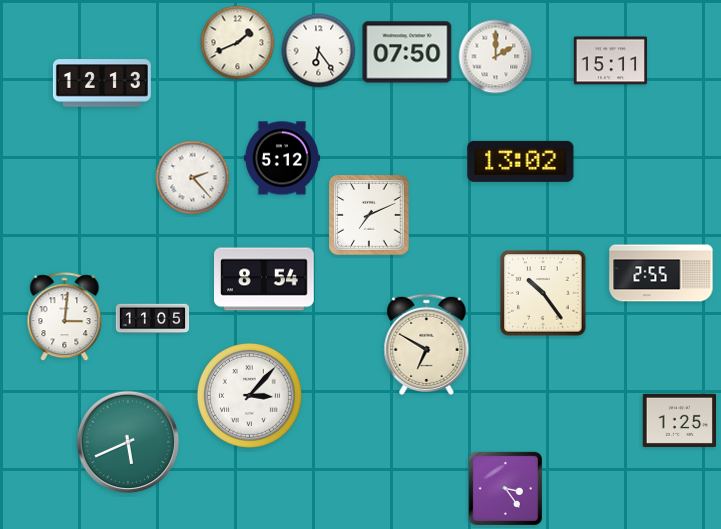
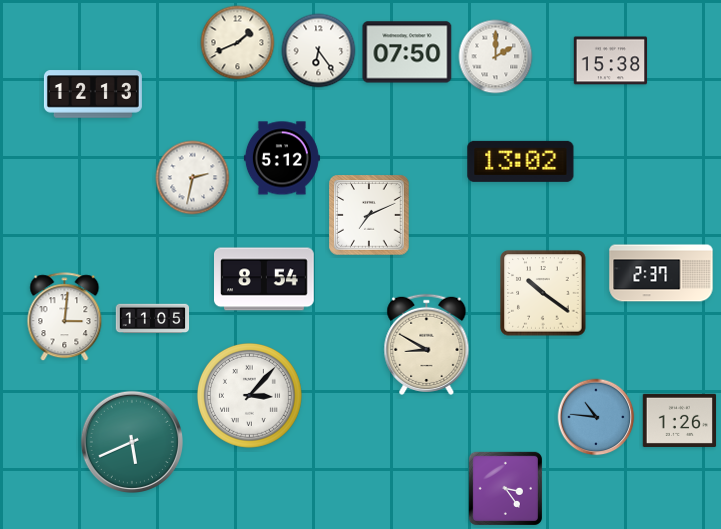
clock at (611, 61): 15:11 -> 15:38
clock at (102, 83) position: (102, 83) -> (93, 94)
clock at (193, 178): 2:23 -> 2:32
clock at (661, 273): 2:55 -> 2:37
clock at (543, 293): 10:24 -> 10:21
clock at (427, 344): 6:50 -> 8:50
clock at (596, 417): none -> 10:46
clock at (680, 420): 1:25 -> 1:26
clock at (127, 441) position: (127, 441) -> (131, 441)
